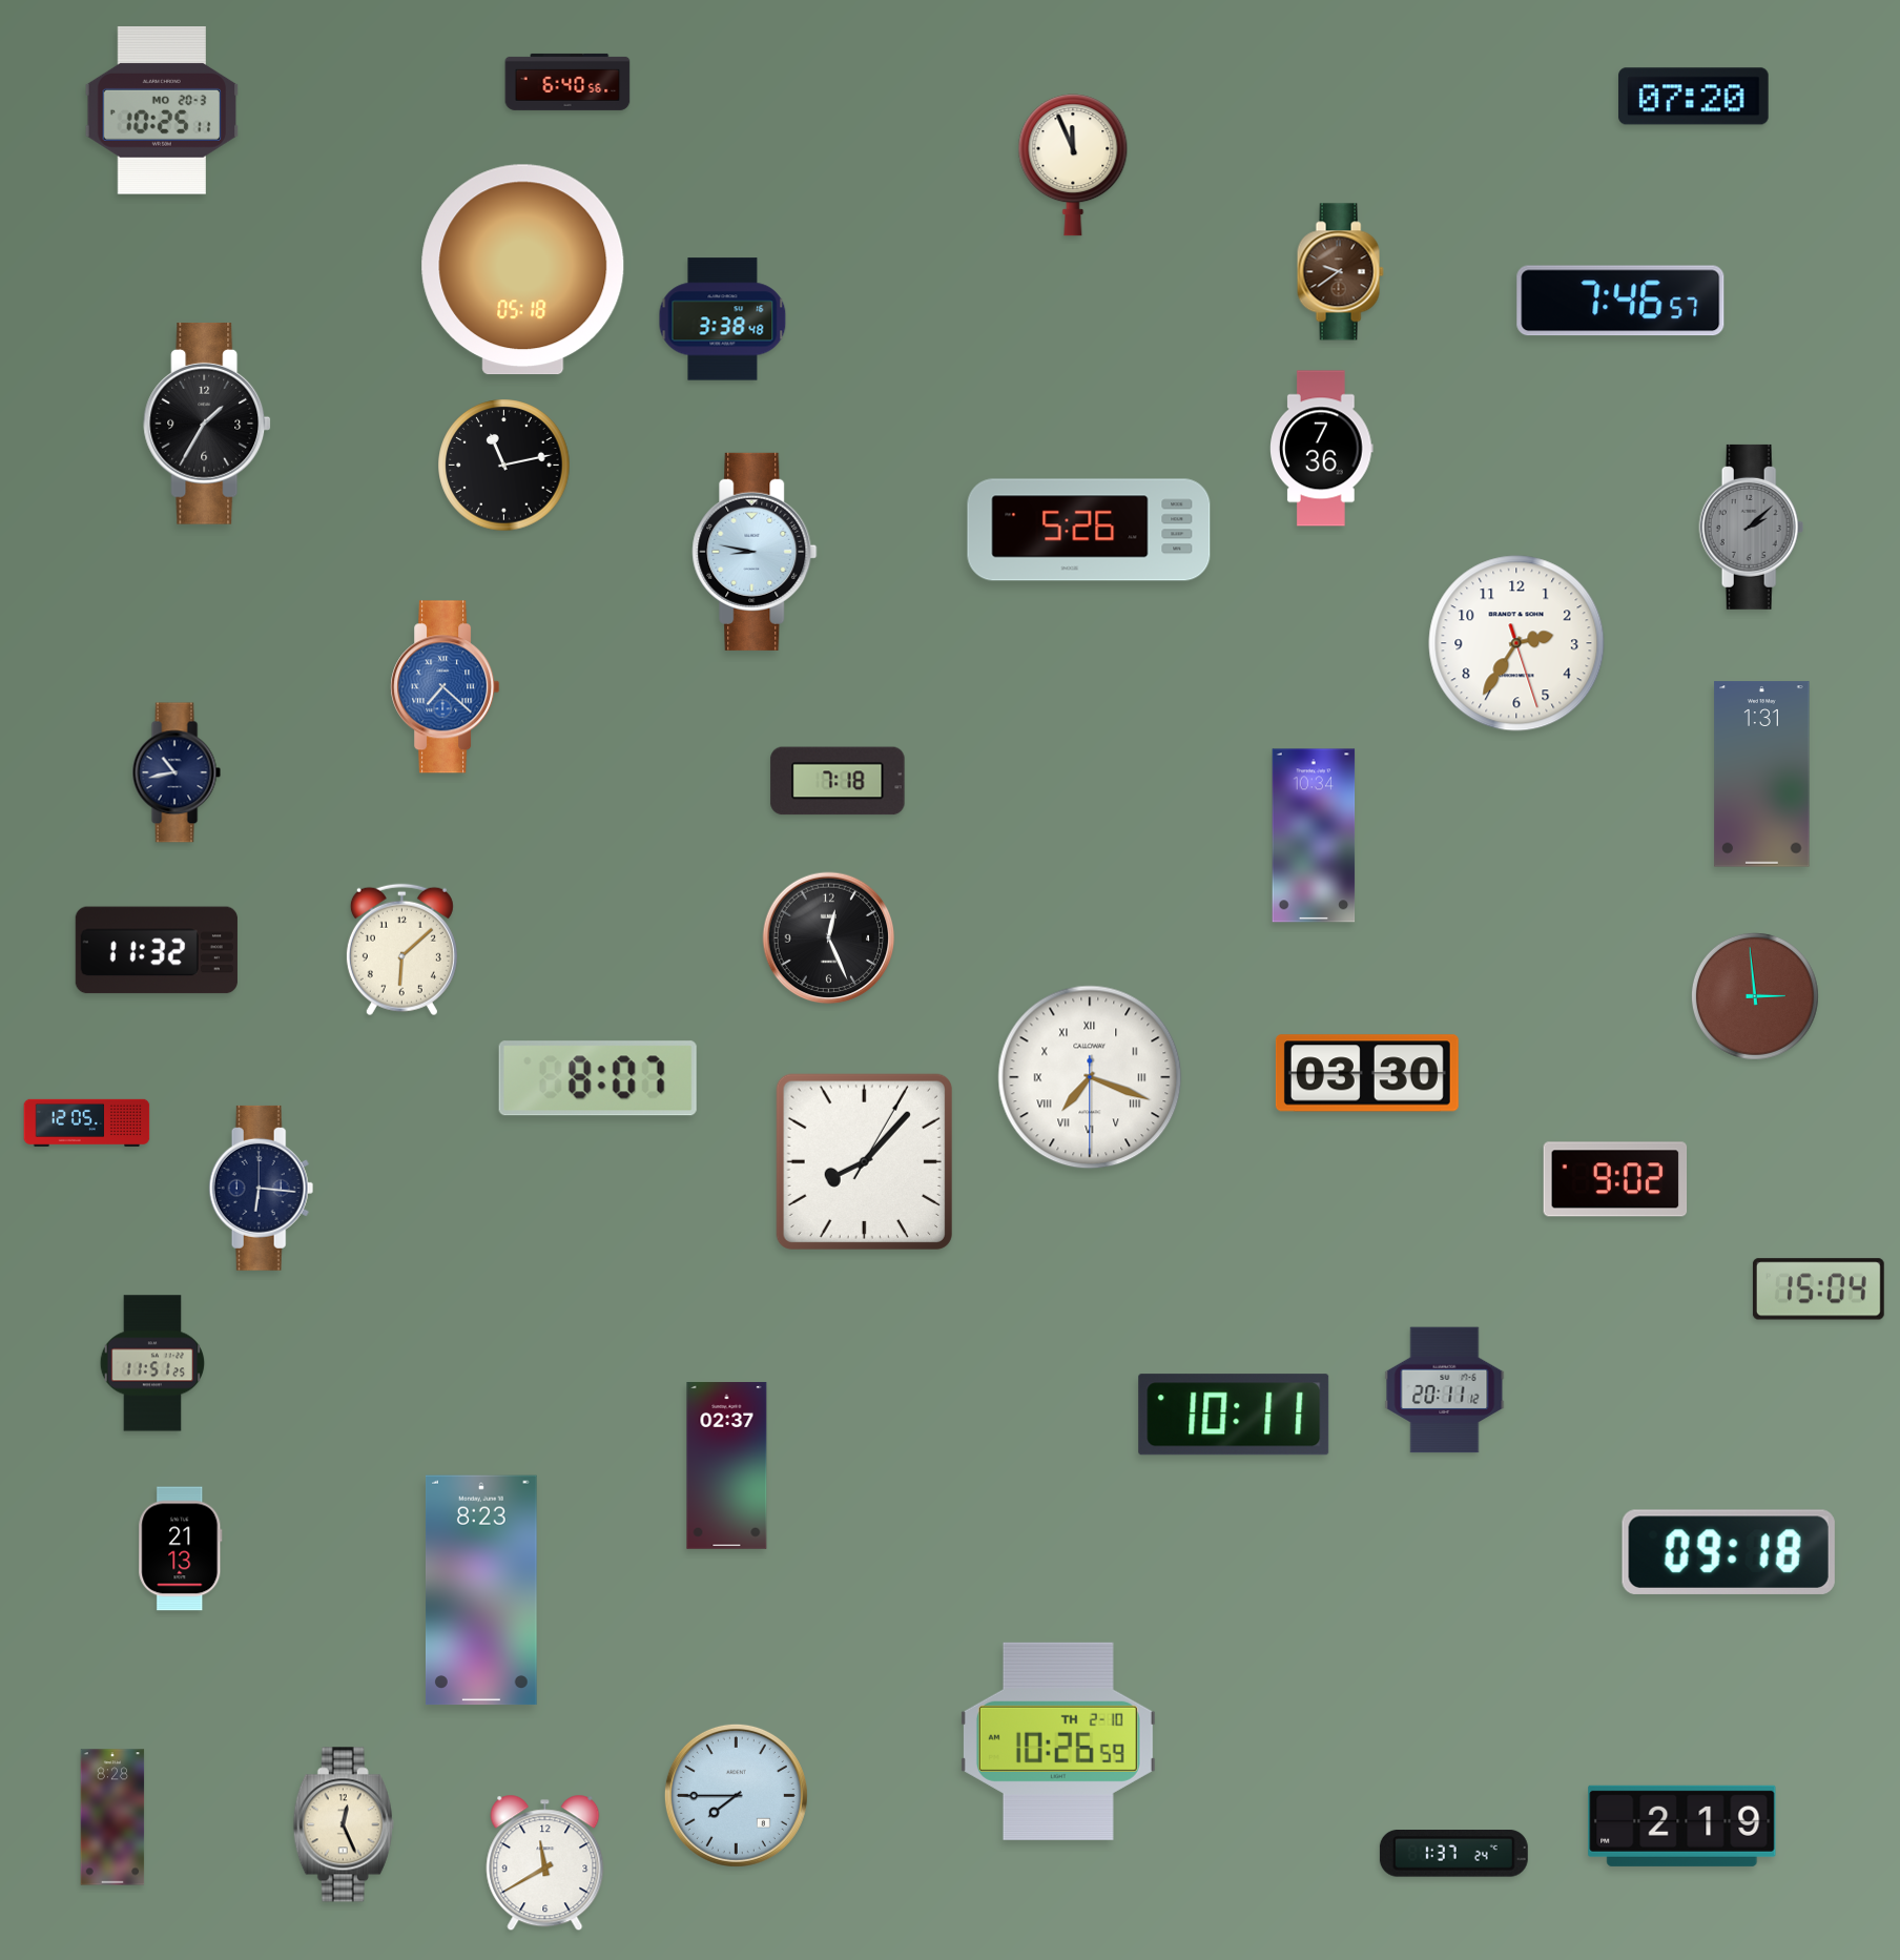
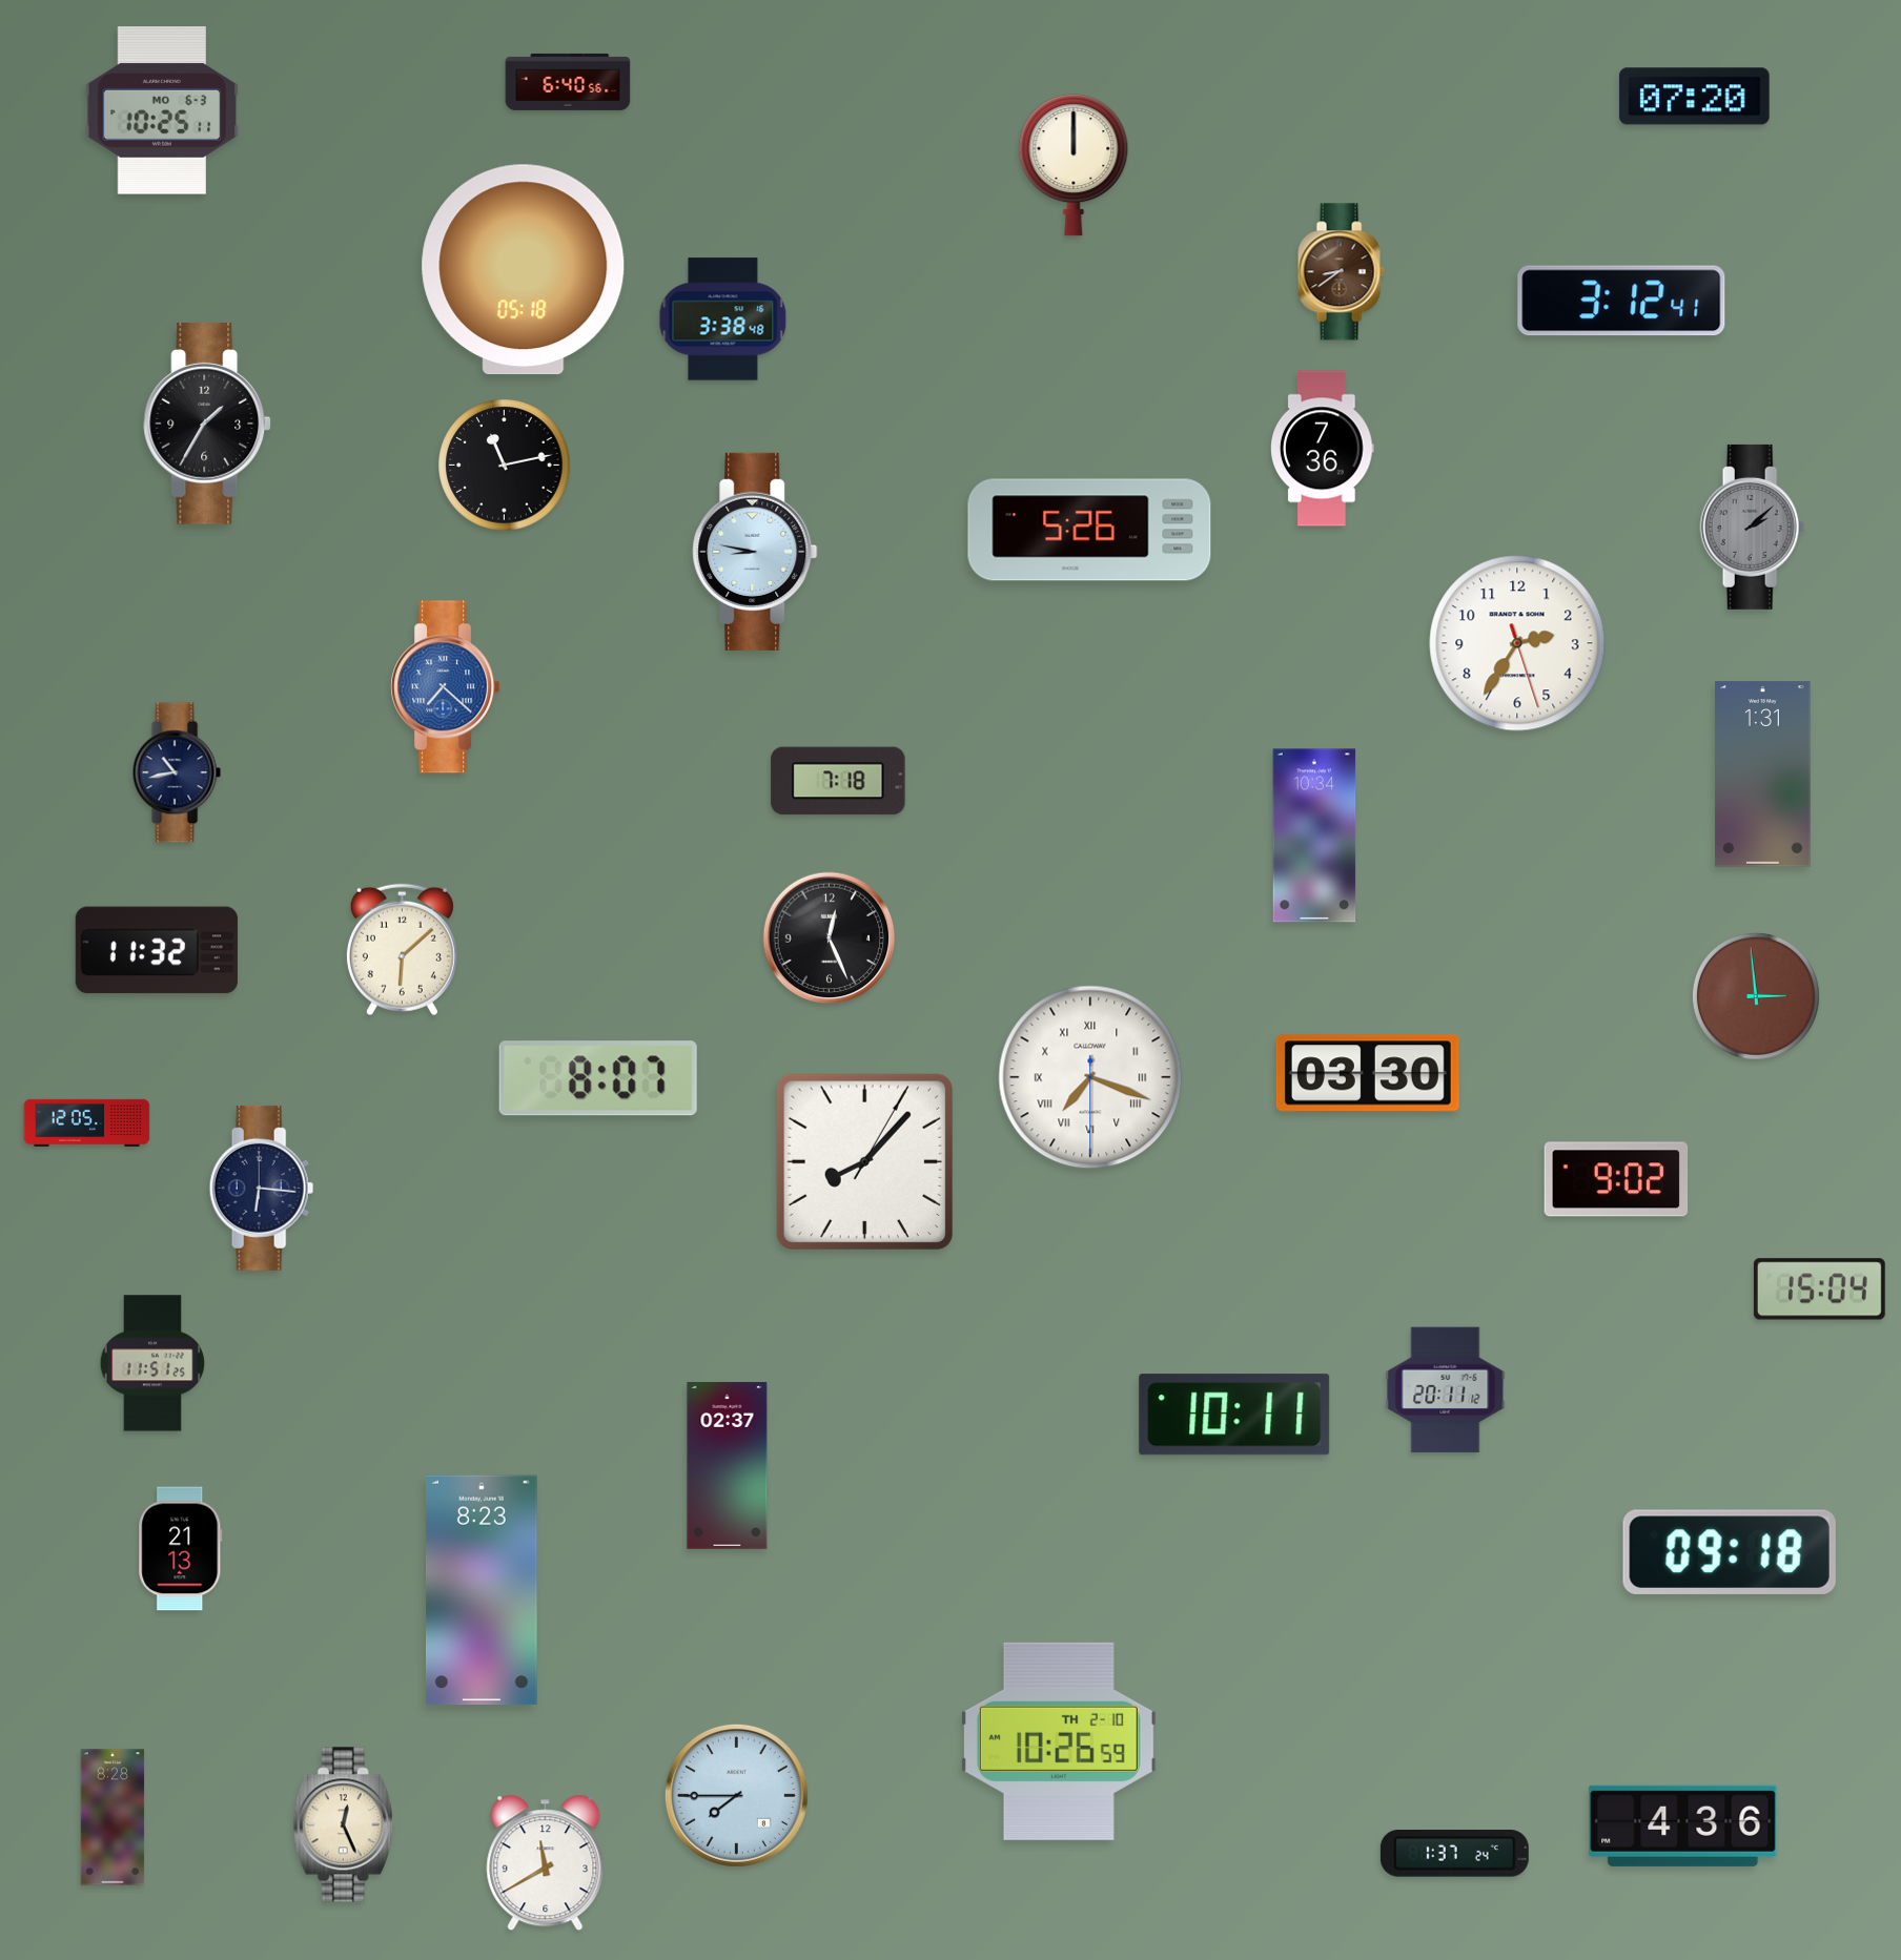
clock at (162, 110) date: MO 20-3 -> MO 6-3
clock at (1073, 165): 11:56 -> 12:00
clock at (1340, 272): 9:39 -> 8:39
clock at (1620, 301): 7:46 -> 3:12
clock at (1682, 1825): 2:19 -> 4:36
